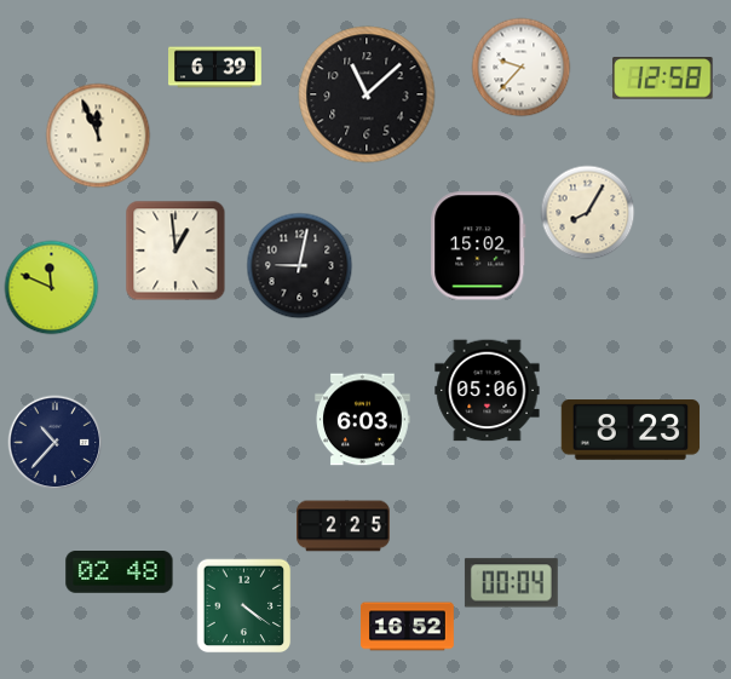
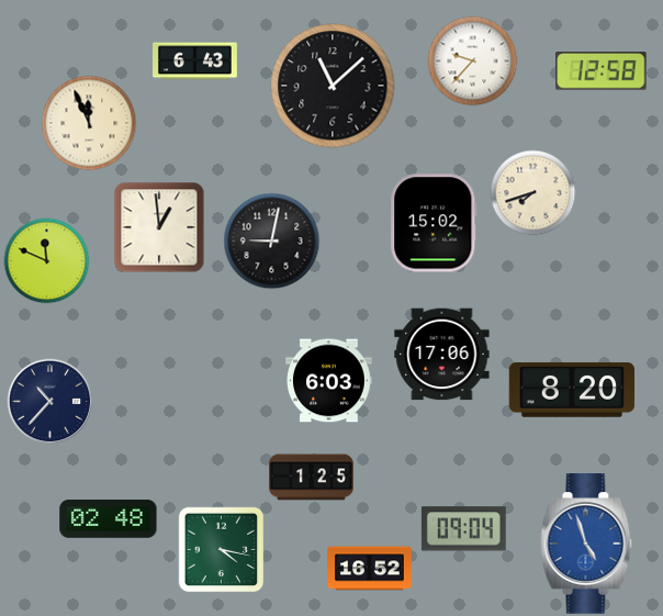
clock at (215, 68): 6:39 -> 6:43
clock at (587, 212): 8:05 -> 7:42
clock at (488, 391): 05:06 -> 17:06
clock at (631, 430): 8:23 -> 8:20
clock at (344, 526): 2:25 -> 1:25
clock at (511, 583): 00:04 -> 09:04
clock at (586, 545): none -> 4:57
clock at (243, 605): 4:21 -> 4:17
